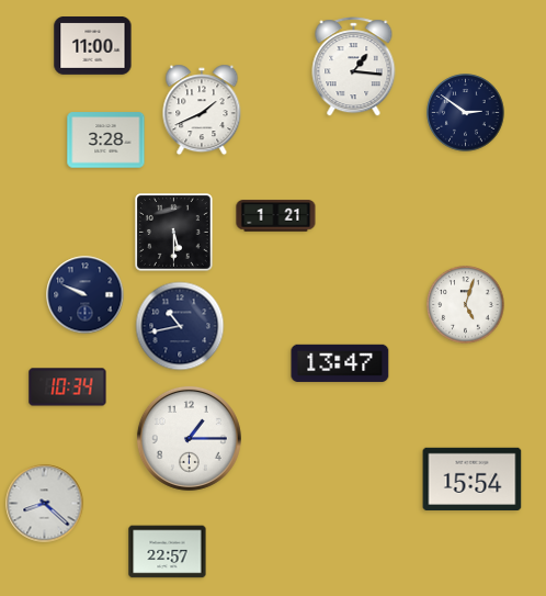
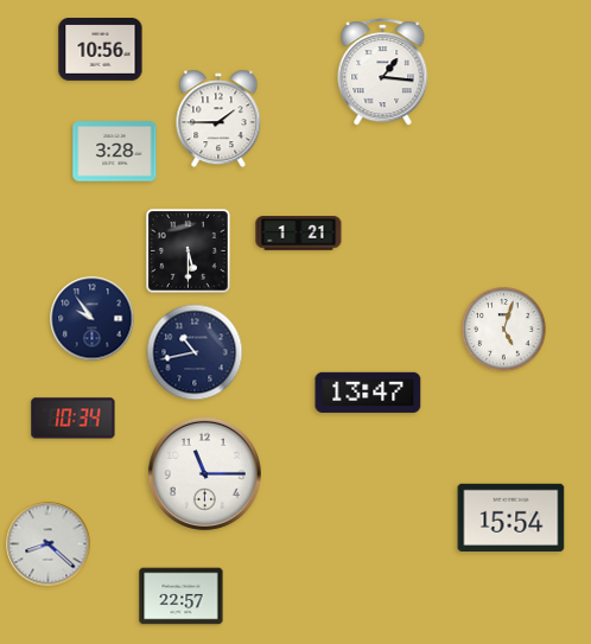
clock at (93, 46): 11:00 -> 10:56
clock at (202, 110): 1:41 -> 1:45
clock at (466, 113): 2:51 -> none
clock at (86, 295): 9:49 -> 9:54
clock at (189, 438): 1:15 -> 11:15
